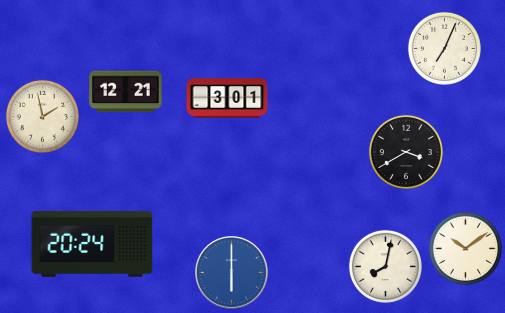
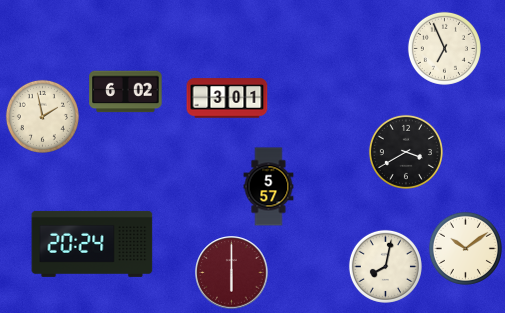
clock at (444, 48): 7:04 -> 6:56
clock at (126, 92): 12:21 -> 6:02
clock at (269, 187): none -> 5:57
clock at (232, 273) dial: blue -> burgundy
